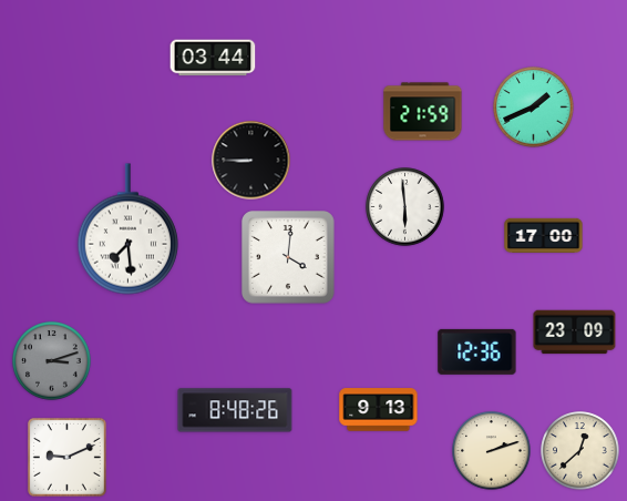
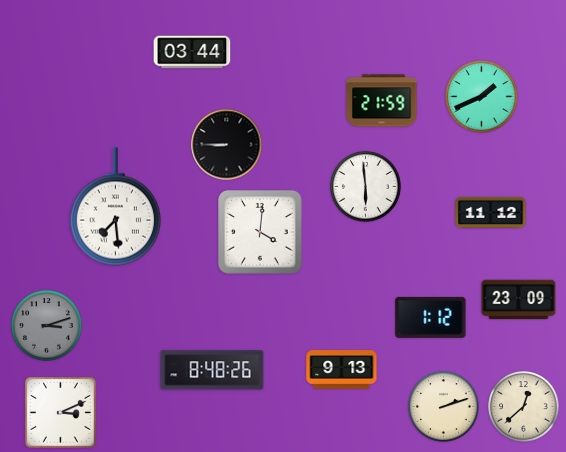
clock at (544, 235): 17:00 -> 11:12
clock at (477, 351): 12:36 -> 1:12
clock at (66, 457): 9:11 -> 3:11
